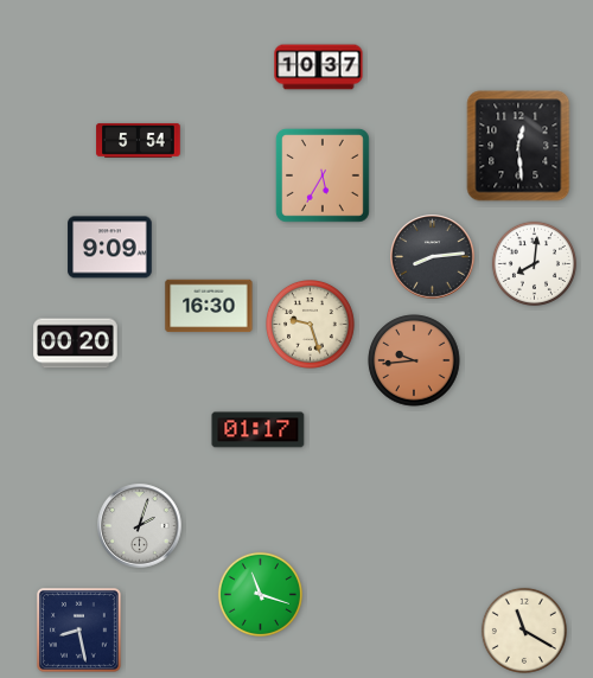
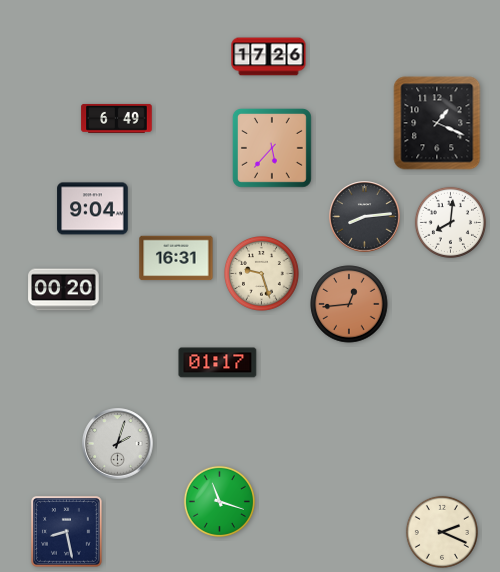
clock at (319, 68): 10:37 -> 17:26
clock at (139, 140): 5:54 -> 6:49
clock at (518, 146): 12:29 -> 1:19
clock at (323, 175): 5:35 -> 5:37
clock at (110, 248): 9:09 -> 9:04
clock at (209, 306): 16:30 -> 16:31
clock at (414, 360): 9:44 -> 12:44
clock at (524, 631): 11:20 -> 2:19
